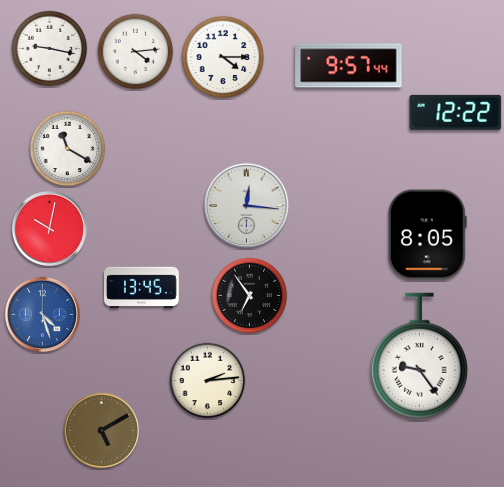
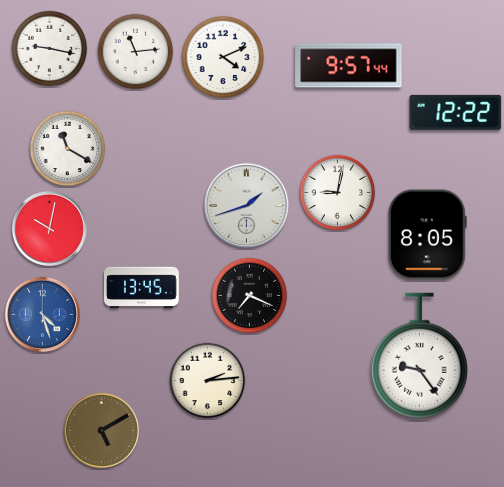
clock at (136, 52): 4:14 -> 11:14
clock at (223, 57): 4:15 -> 4:11
clock at (338, 193): none -> 9:02
clock at (247, 206): 12:16 -> 1:42
clock at (250, 296): 6:54 -> 7:19
